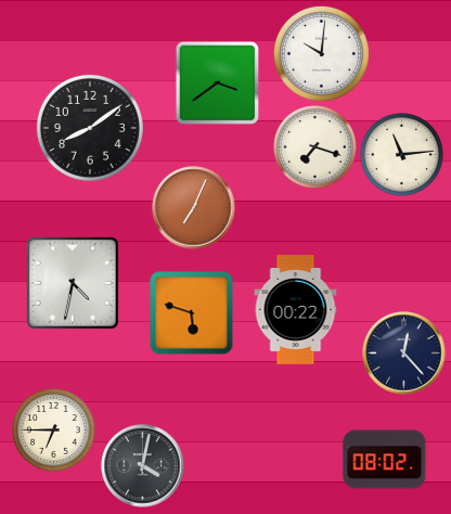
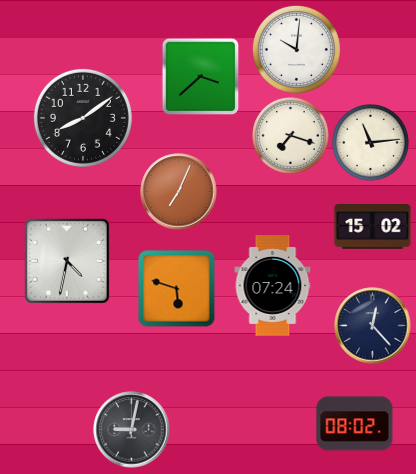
clock at (217, 82): 3:39 -> 3:38
clock at (373, 227): none -> 15:02
clock at (296, 310): 00:22 -> 07:24
clock at (54, 431): 6:45 -> none
clock at (143, 466): 4:02 -> 9:02
